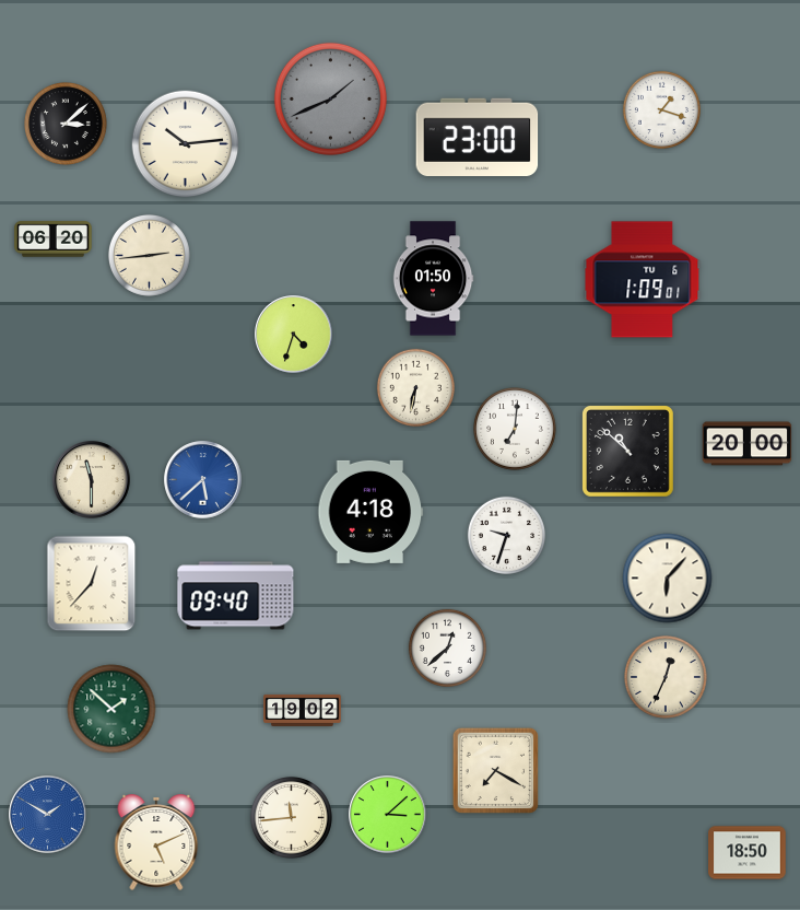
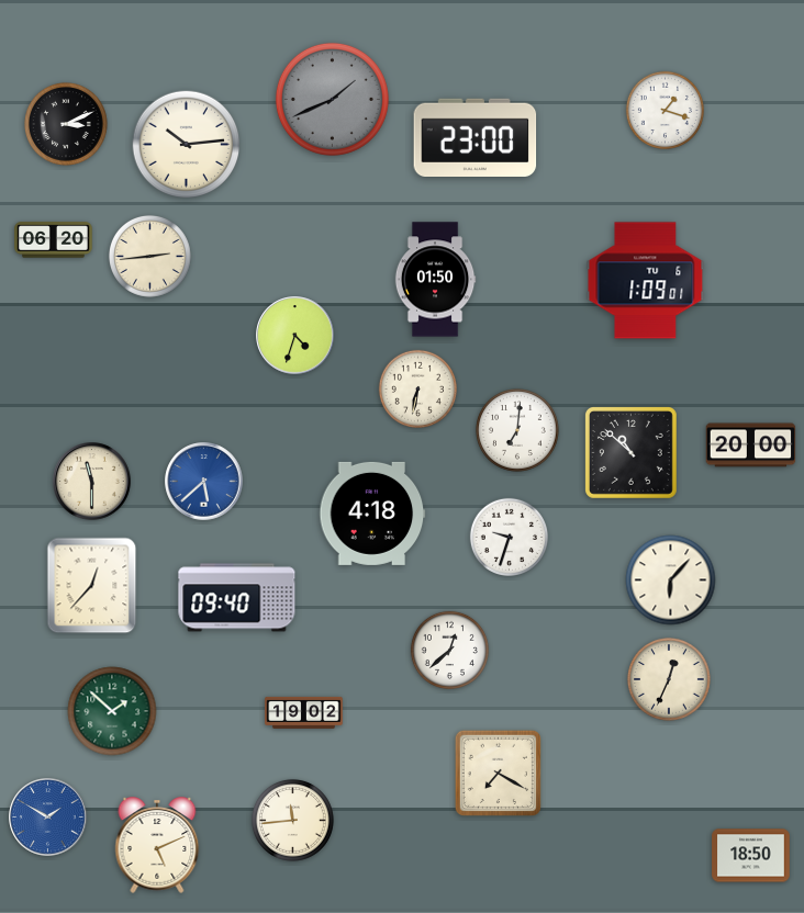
clock at (67, 125): 3:08 -> 3:11
clock at (478, 137) position: (478, 137) -> (476, 137)
clock at (388, 815): 3:08 -> none
